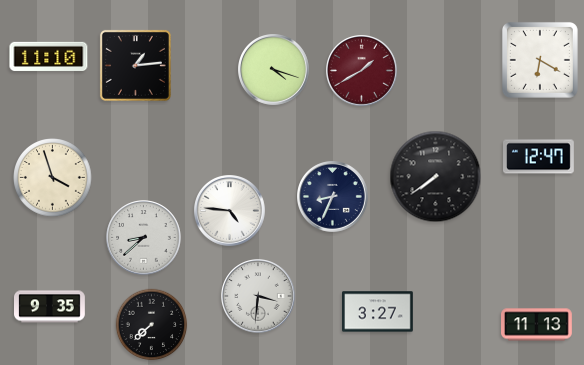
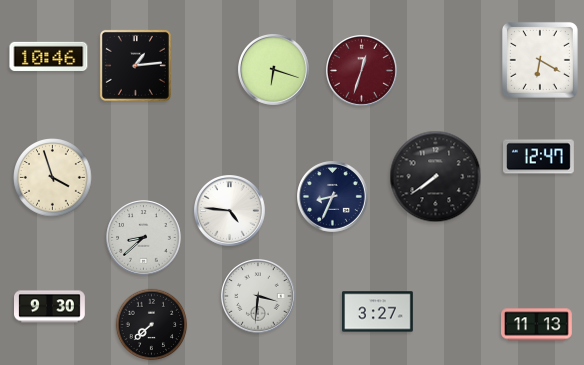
clock at (49, 56): 11:10 -> 10:46
clock at (274, 70): 4:18 -> 6:18
clock at (362, 71): 1:40 -> 12:33
clock at (50, 307): 9:35 -> 9:30
